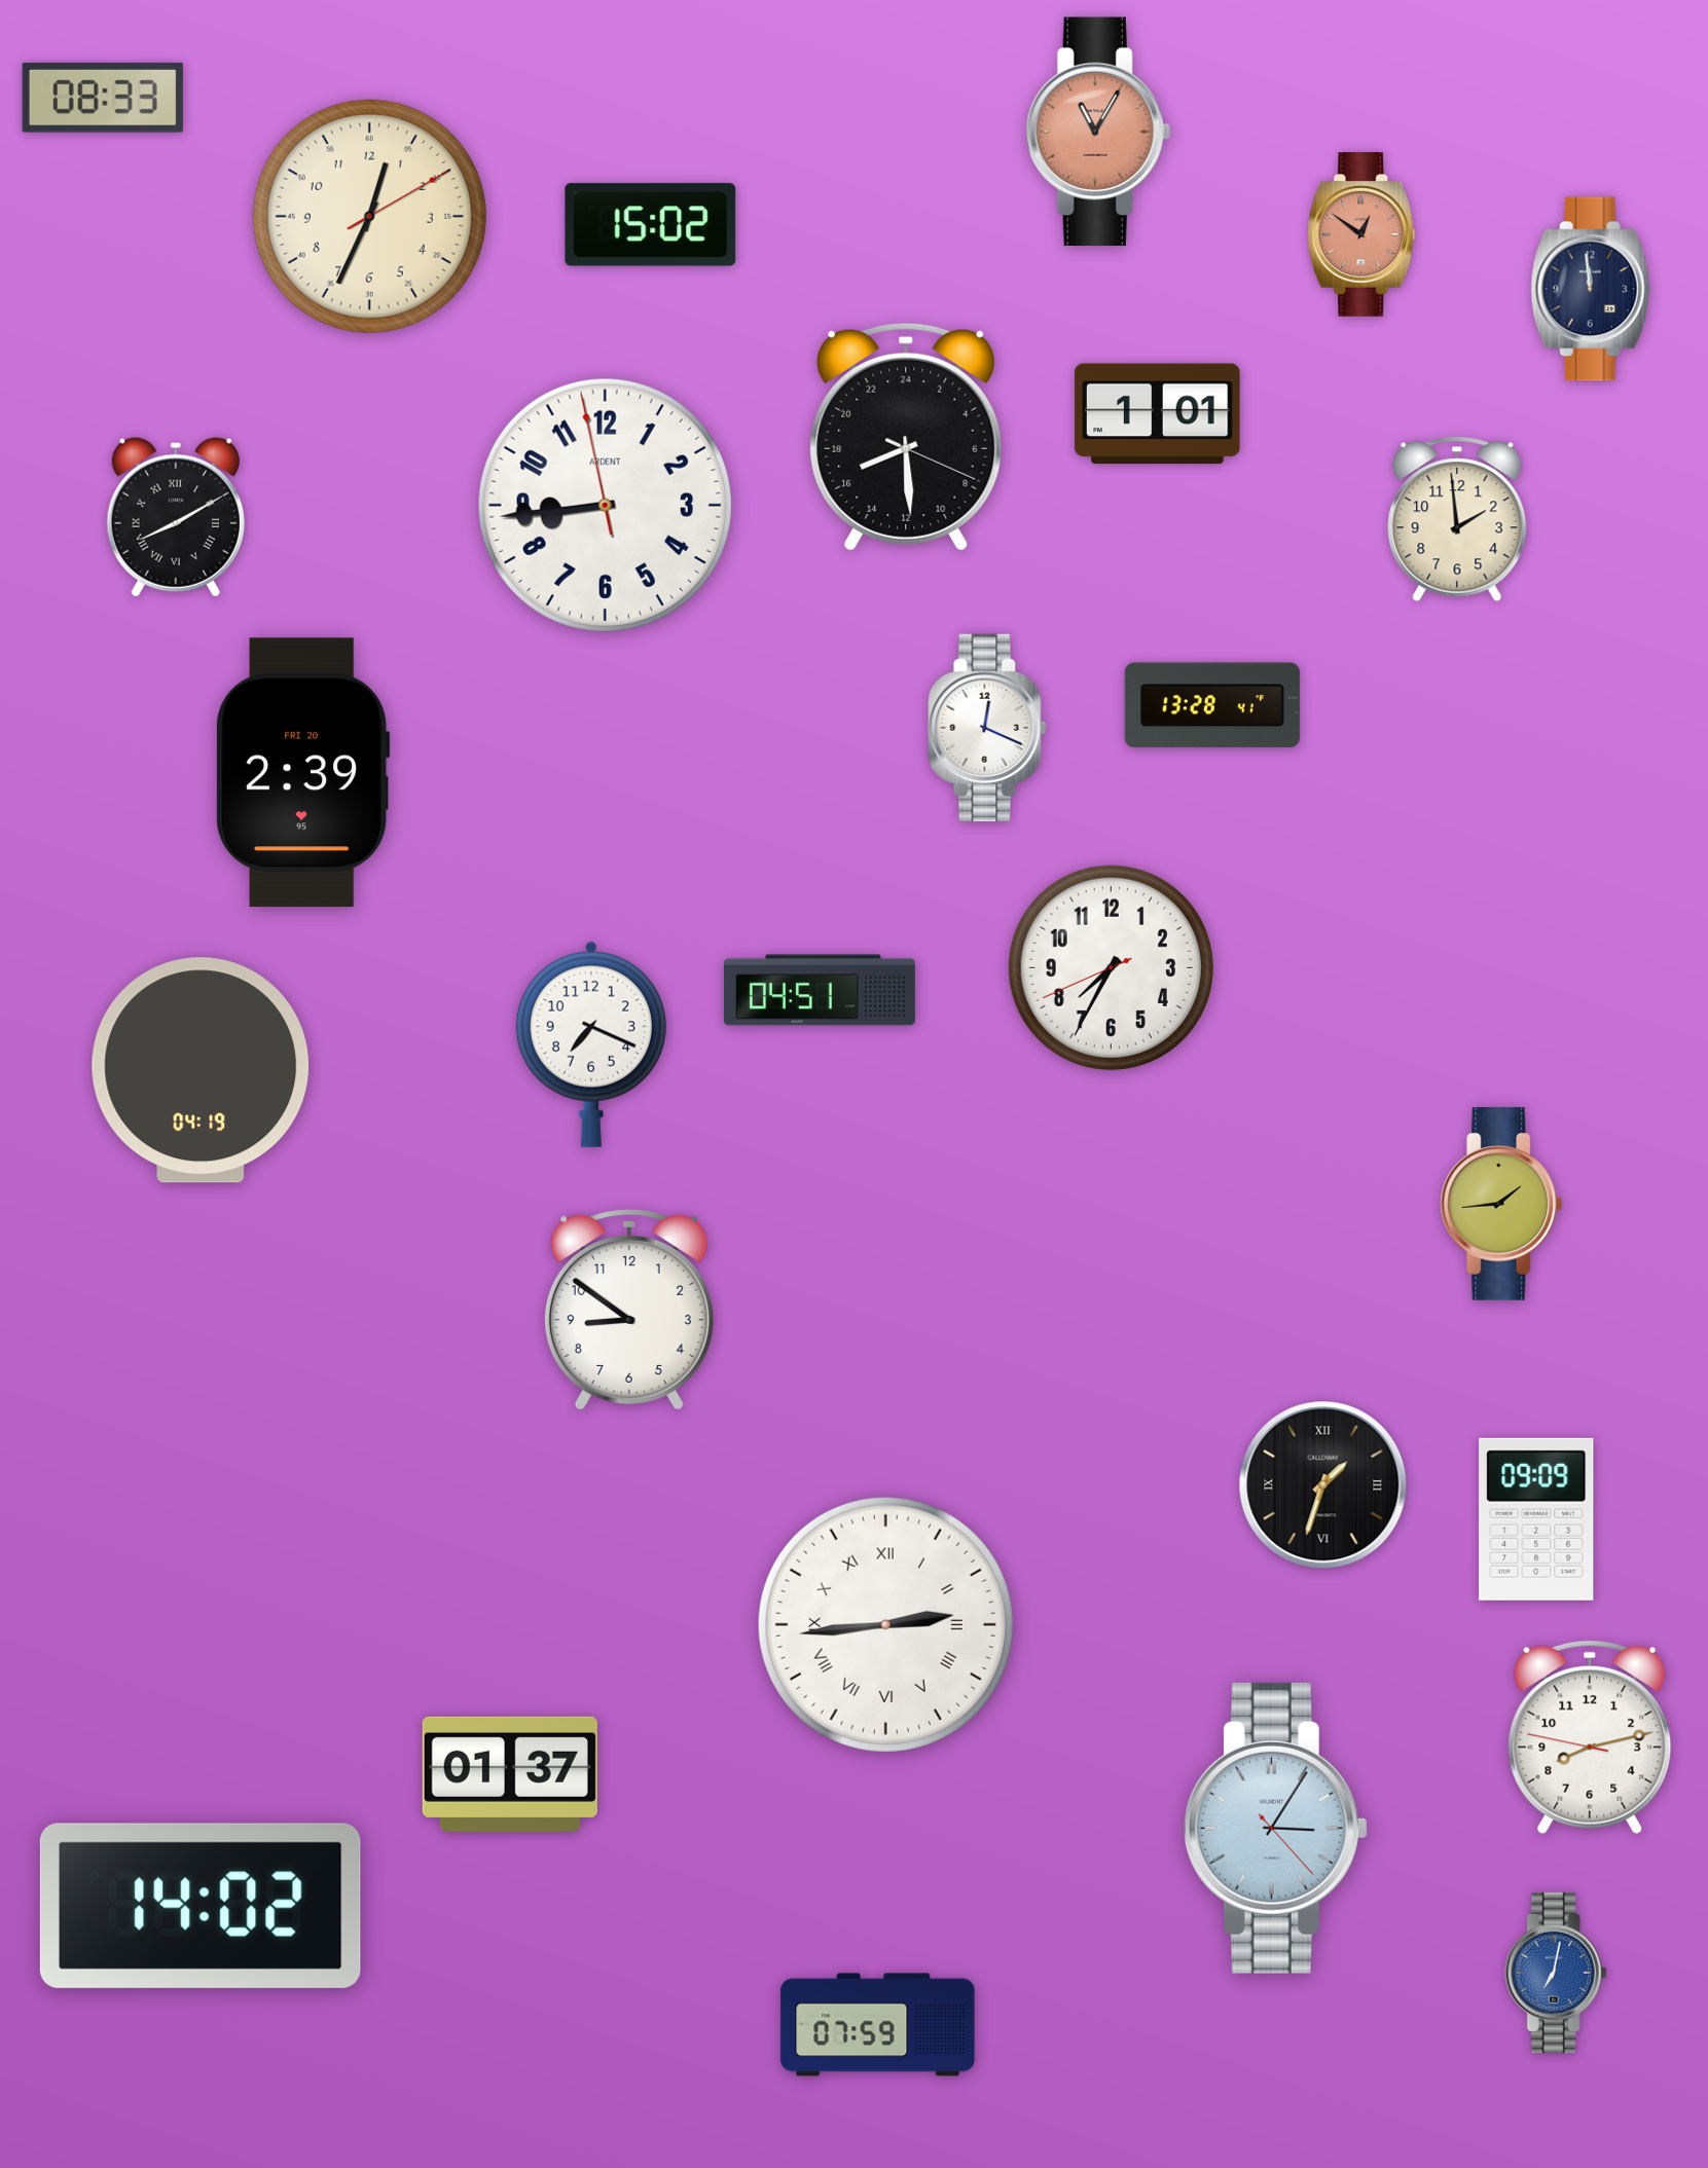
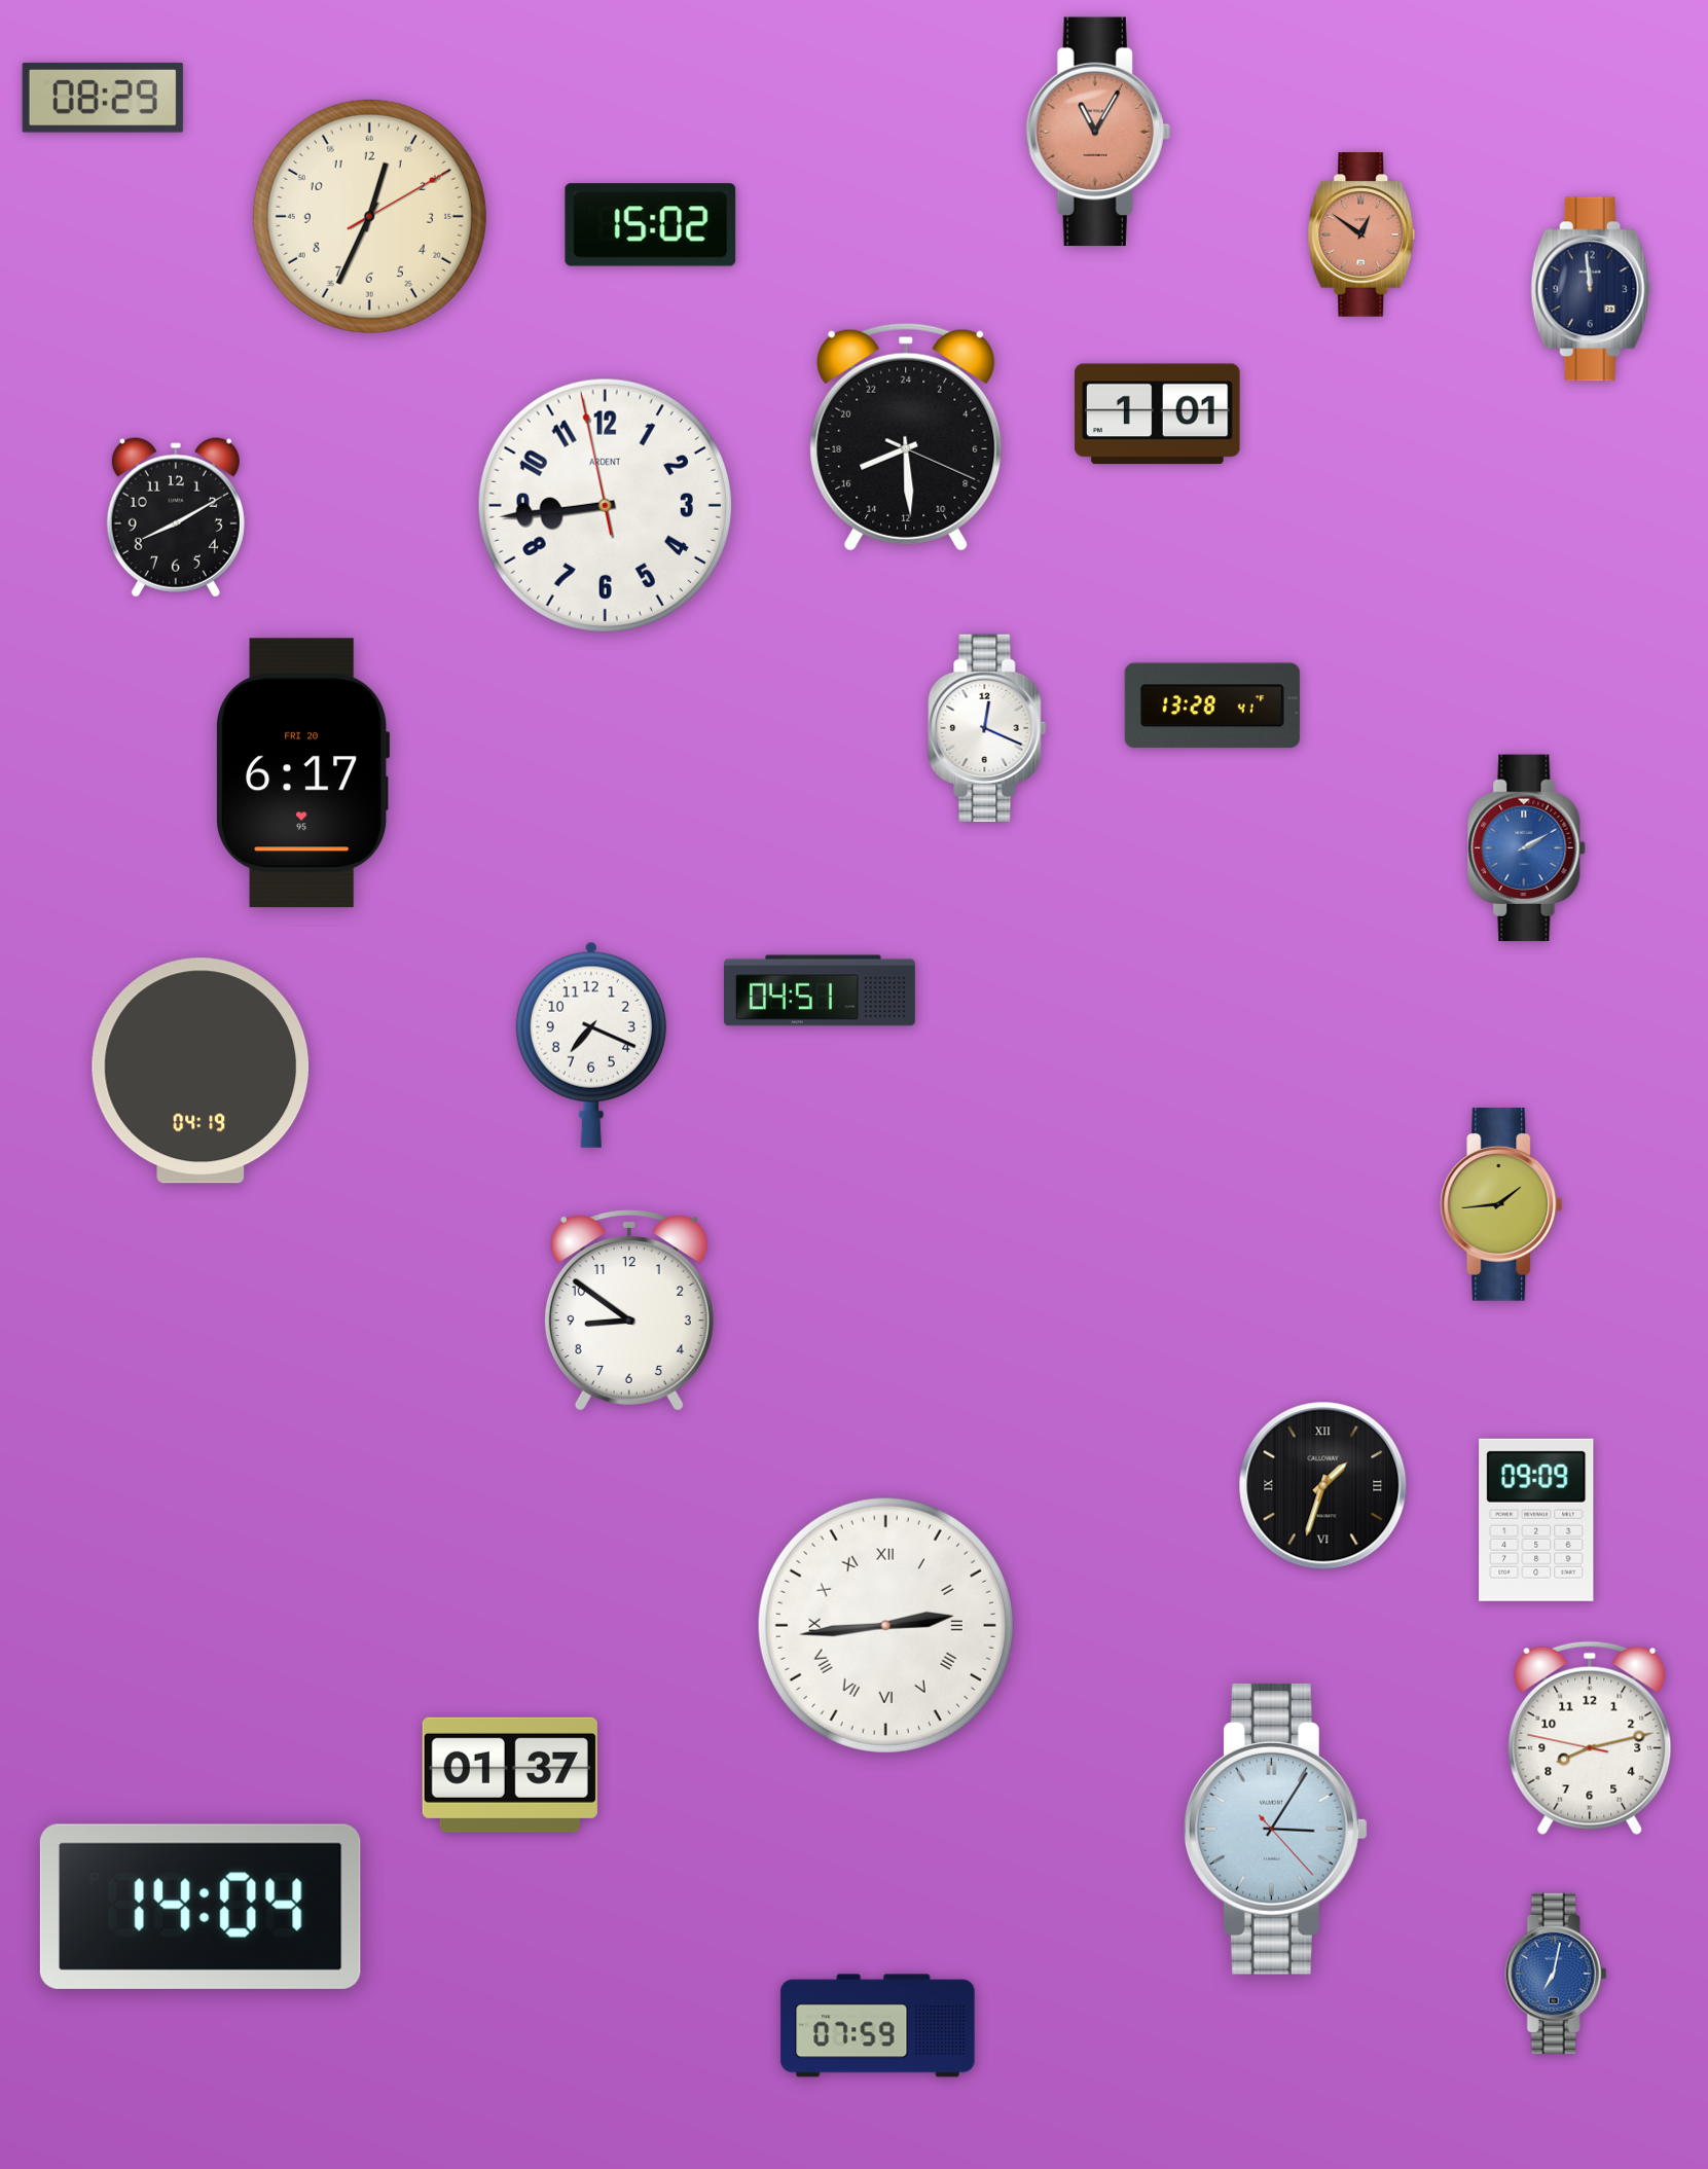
clock at (103, 98): 08:33 -> 08:29
clock at (176, 517) numerals: Roman -> Arabic
clock at (1457, 519): 1:59 -> none
clock at (303, 773): 2:39 -> 6:17
clock at (1527, 848): none -> 2:10
clock at (1111, 967): 7:34 -> none
clock at (201, 1906): 14:02 -> 14:04
